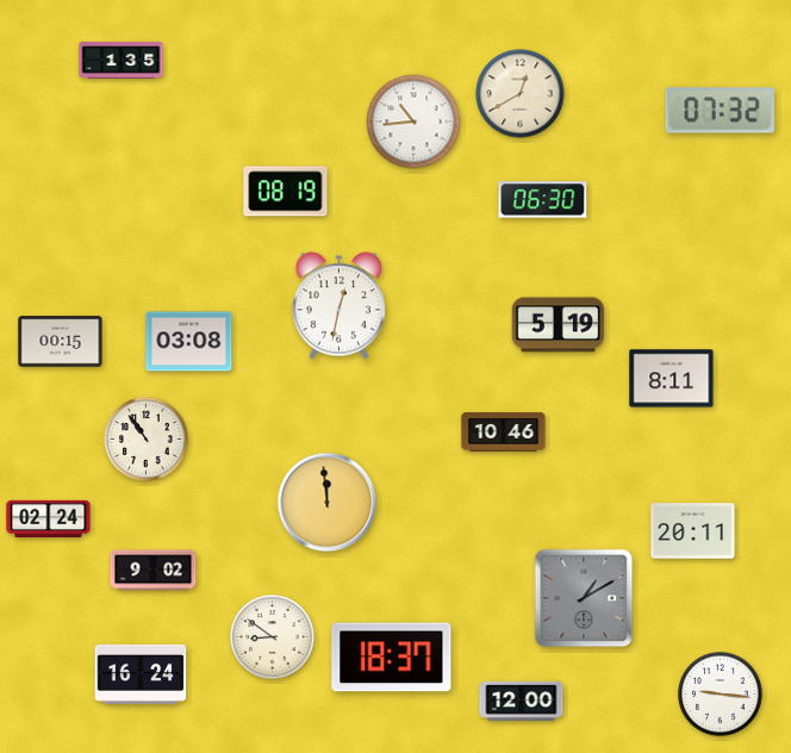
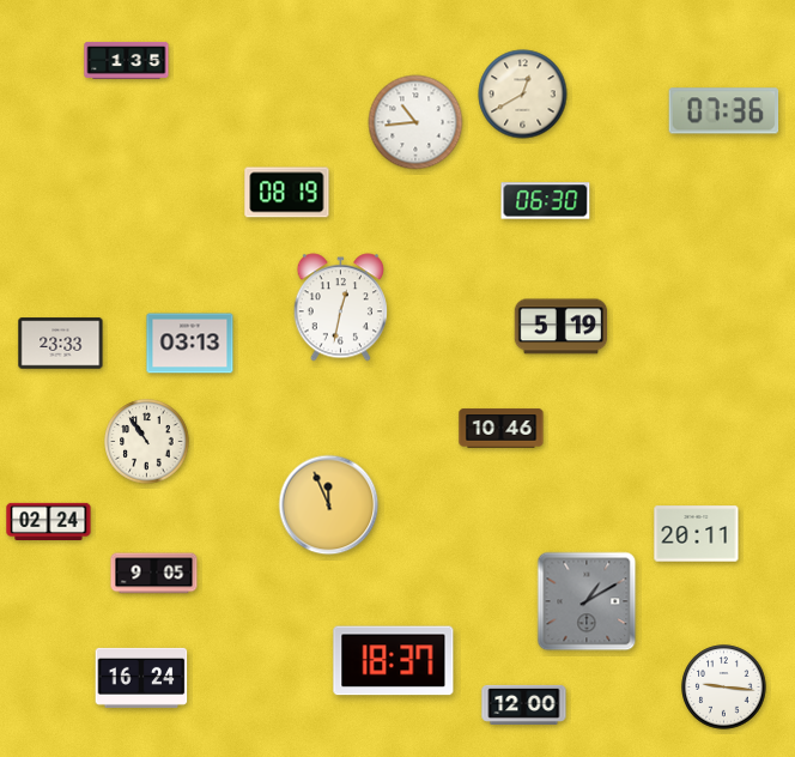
clock at (122, 60) position: (122, 60) -> (127, 60)
clock at (721, 111): 07:32 -> 07:36
clock at (61, 342): 00:15 -> 23:33
clock at (189, 342): 03:08 -> 03:13
clock at (672, 379): 8:11 -> none
clock at (504, 432) position: (504, 432) -> (502, 429)
clock at (328, 503): 11:59 -> 11:56
clock at (154, 571): 9:02 -> 9:05
clock at (273, 637): 8:51 -> none
clock at (721, 695) position: (721, 695) -> (724, 688)
